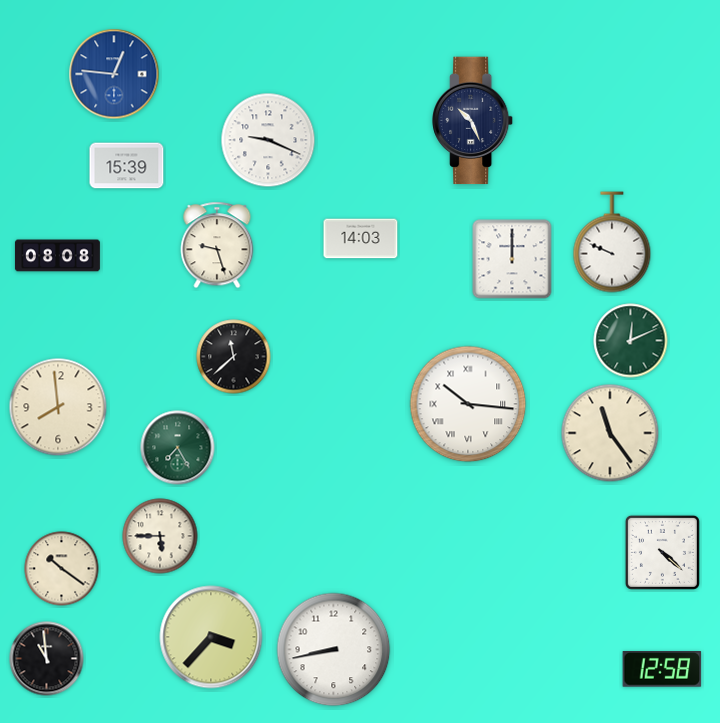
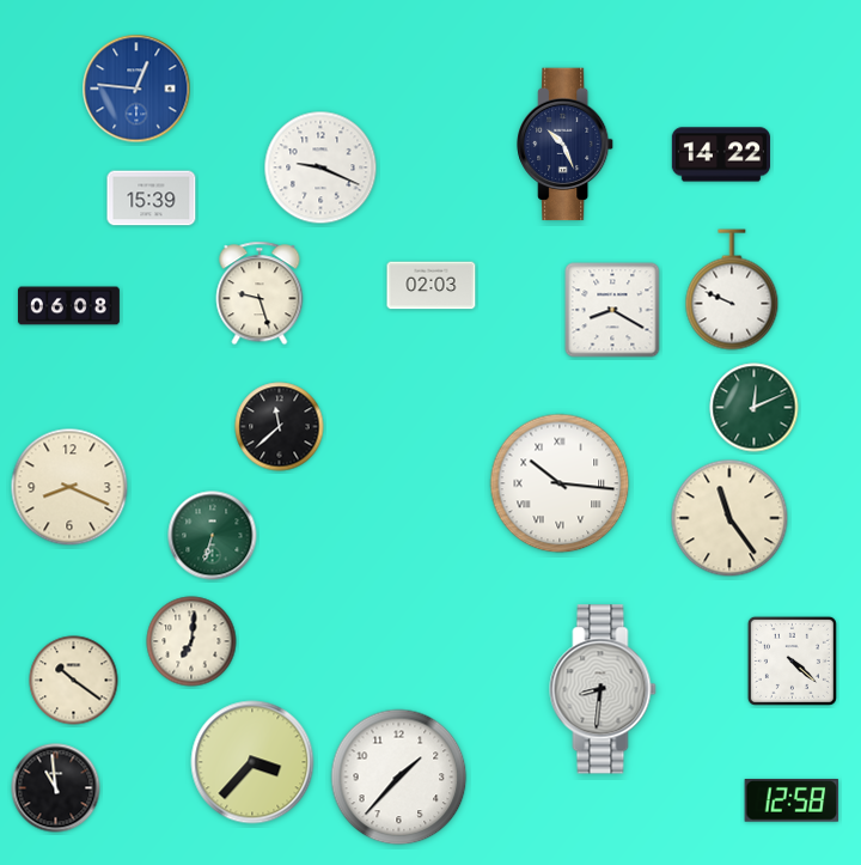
clock at (720, 154): none -> 14:22
clock at (361, 239): 14:03 -> 02:03
clock at (57, 256): 08:08 -> 06:08
clock at (512, 259): 12:00 -> 8:20
clock at (58, 407): 7:59 -> 8:19
clock at (178, 448): 7:25 -> 6:33
clock at (160, 536): 5:45 -> 7:01
clock at (603, 689): none -> 8:31
clock at (334, 650): 8:43 -> 1:37
